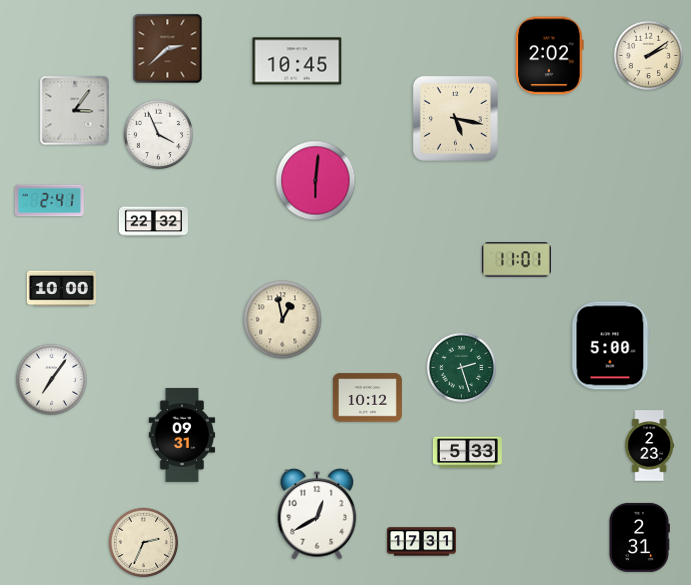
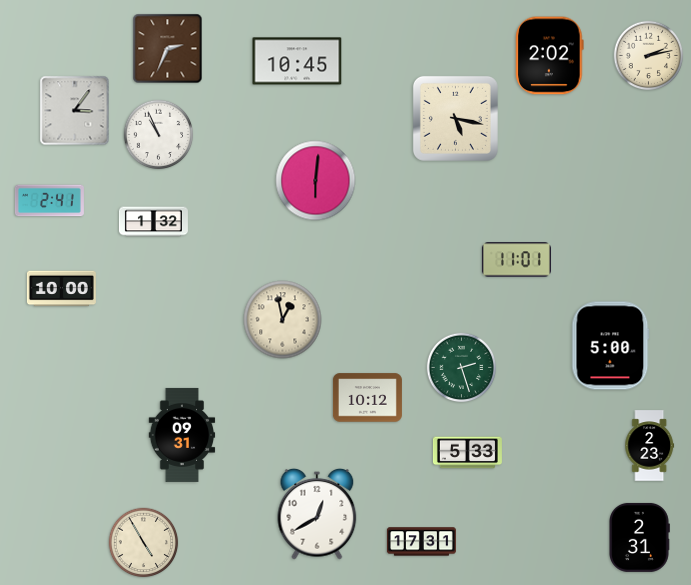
clock at (168, 49): 2:38 -> 2:34
clock at (649, 56): 2:09 -> 2:13
clock at (159, 135): 3:56 -> 10:56
clock at (153, 222): 22:32 -> 1:32
clock at (51, 379): 7:06 -> none
clock at (144, 543): 2:34 -> 4:55
